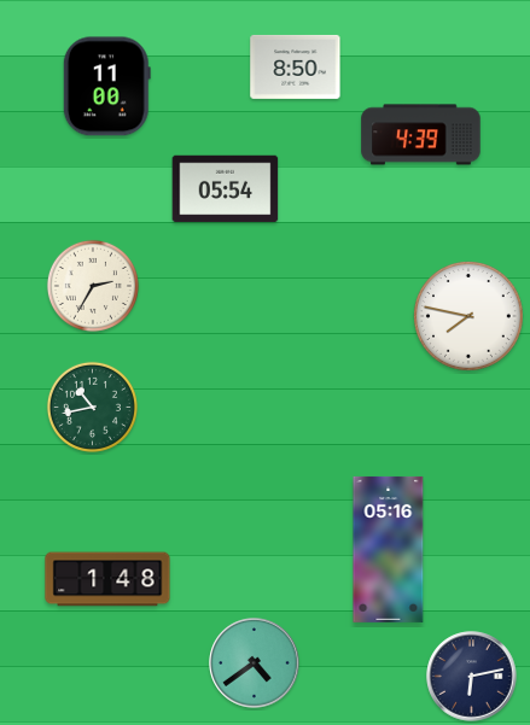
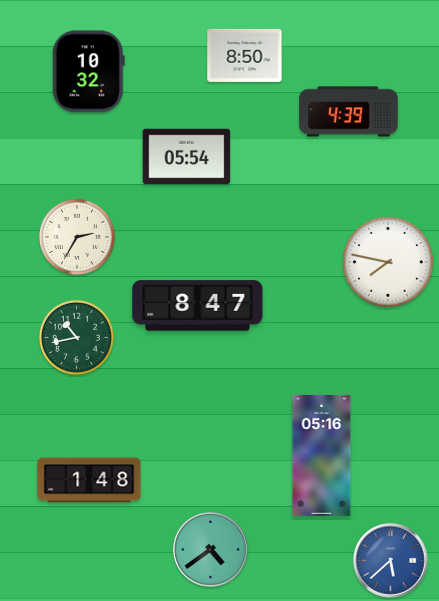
clock at (106, 87): 11:00 -> 10:32
clock at (198, 306): none -> 8:47
clock at (472, 677): 6:13 -> 5:38
clock at (472, 677) dial: navy -> blue
